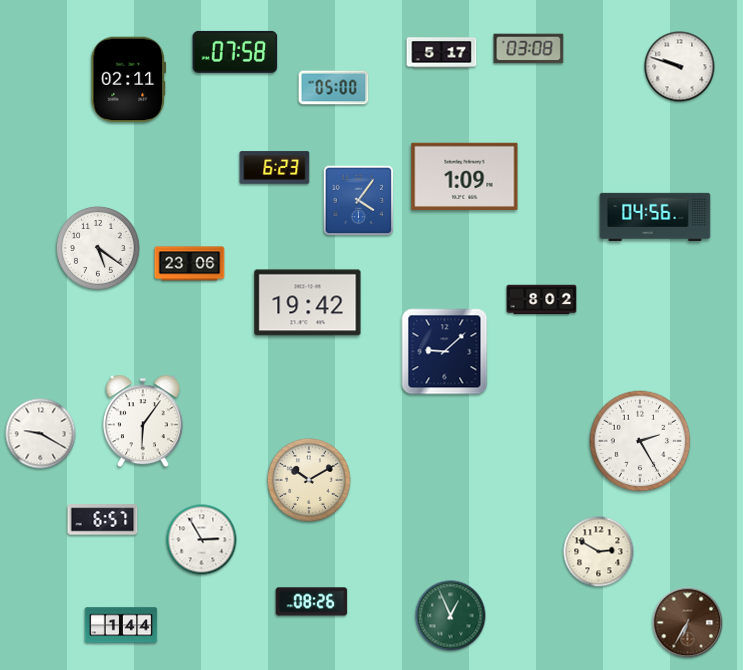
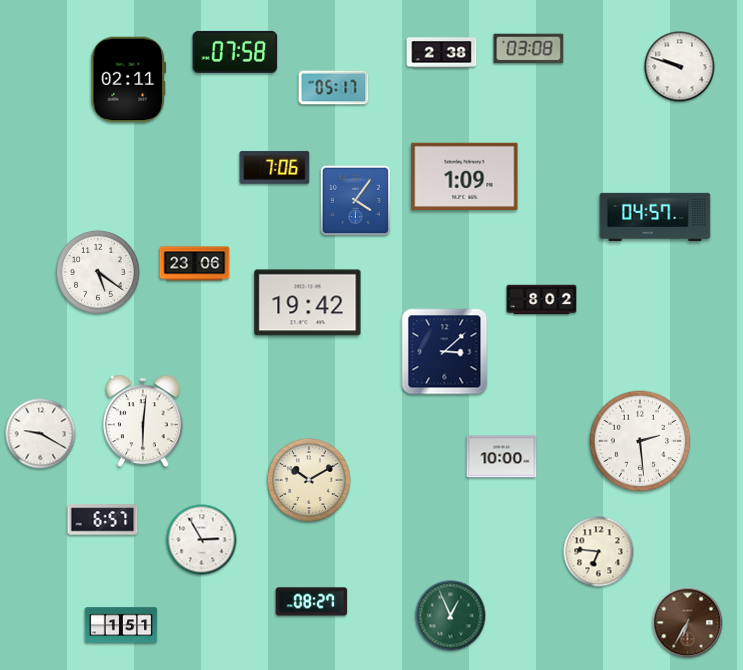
clock at (442, 53): 5:17 -> 2:38
clock at (334, 88): 05:00 -> 05:17
clock at (275, 168): 6:23 -> 7:06
clock at (359, 201) position: (359, 201) -> (356, 201)
clock at (655, 217): 04:56 -> 04:57
clock at (98, 248) position: (98, 248) -> (98, 272)
clock at (190, 264) position: (190, 264) -> (195, 264)
clock at (445, 352): 9:08 -> 3:08
clock at (143, 421): 6:06 -> 6:01
clock at (640, 441): 2:25 -> 2:29
clock at (502, 457): none -> 10:00
clock at (599, 552): 2:50 -> 6:46
clock at (312, 602): 08:26 -> 08:27
clock at (121, 625): 1:44 -> 1:51
